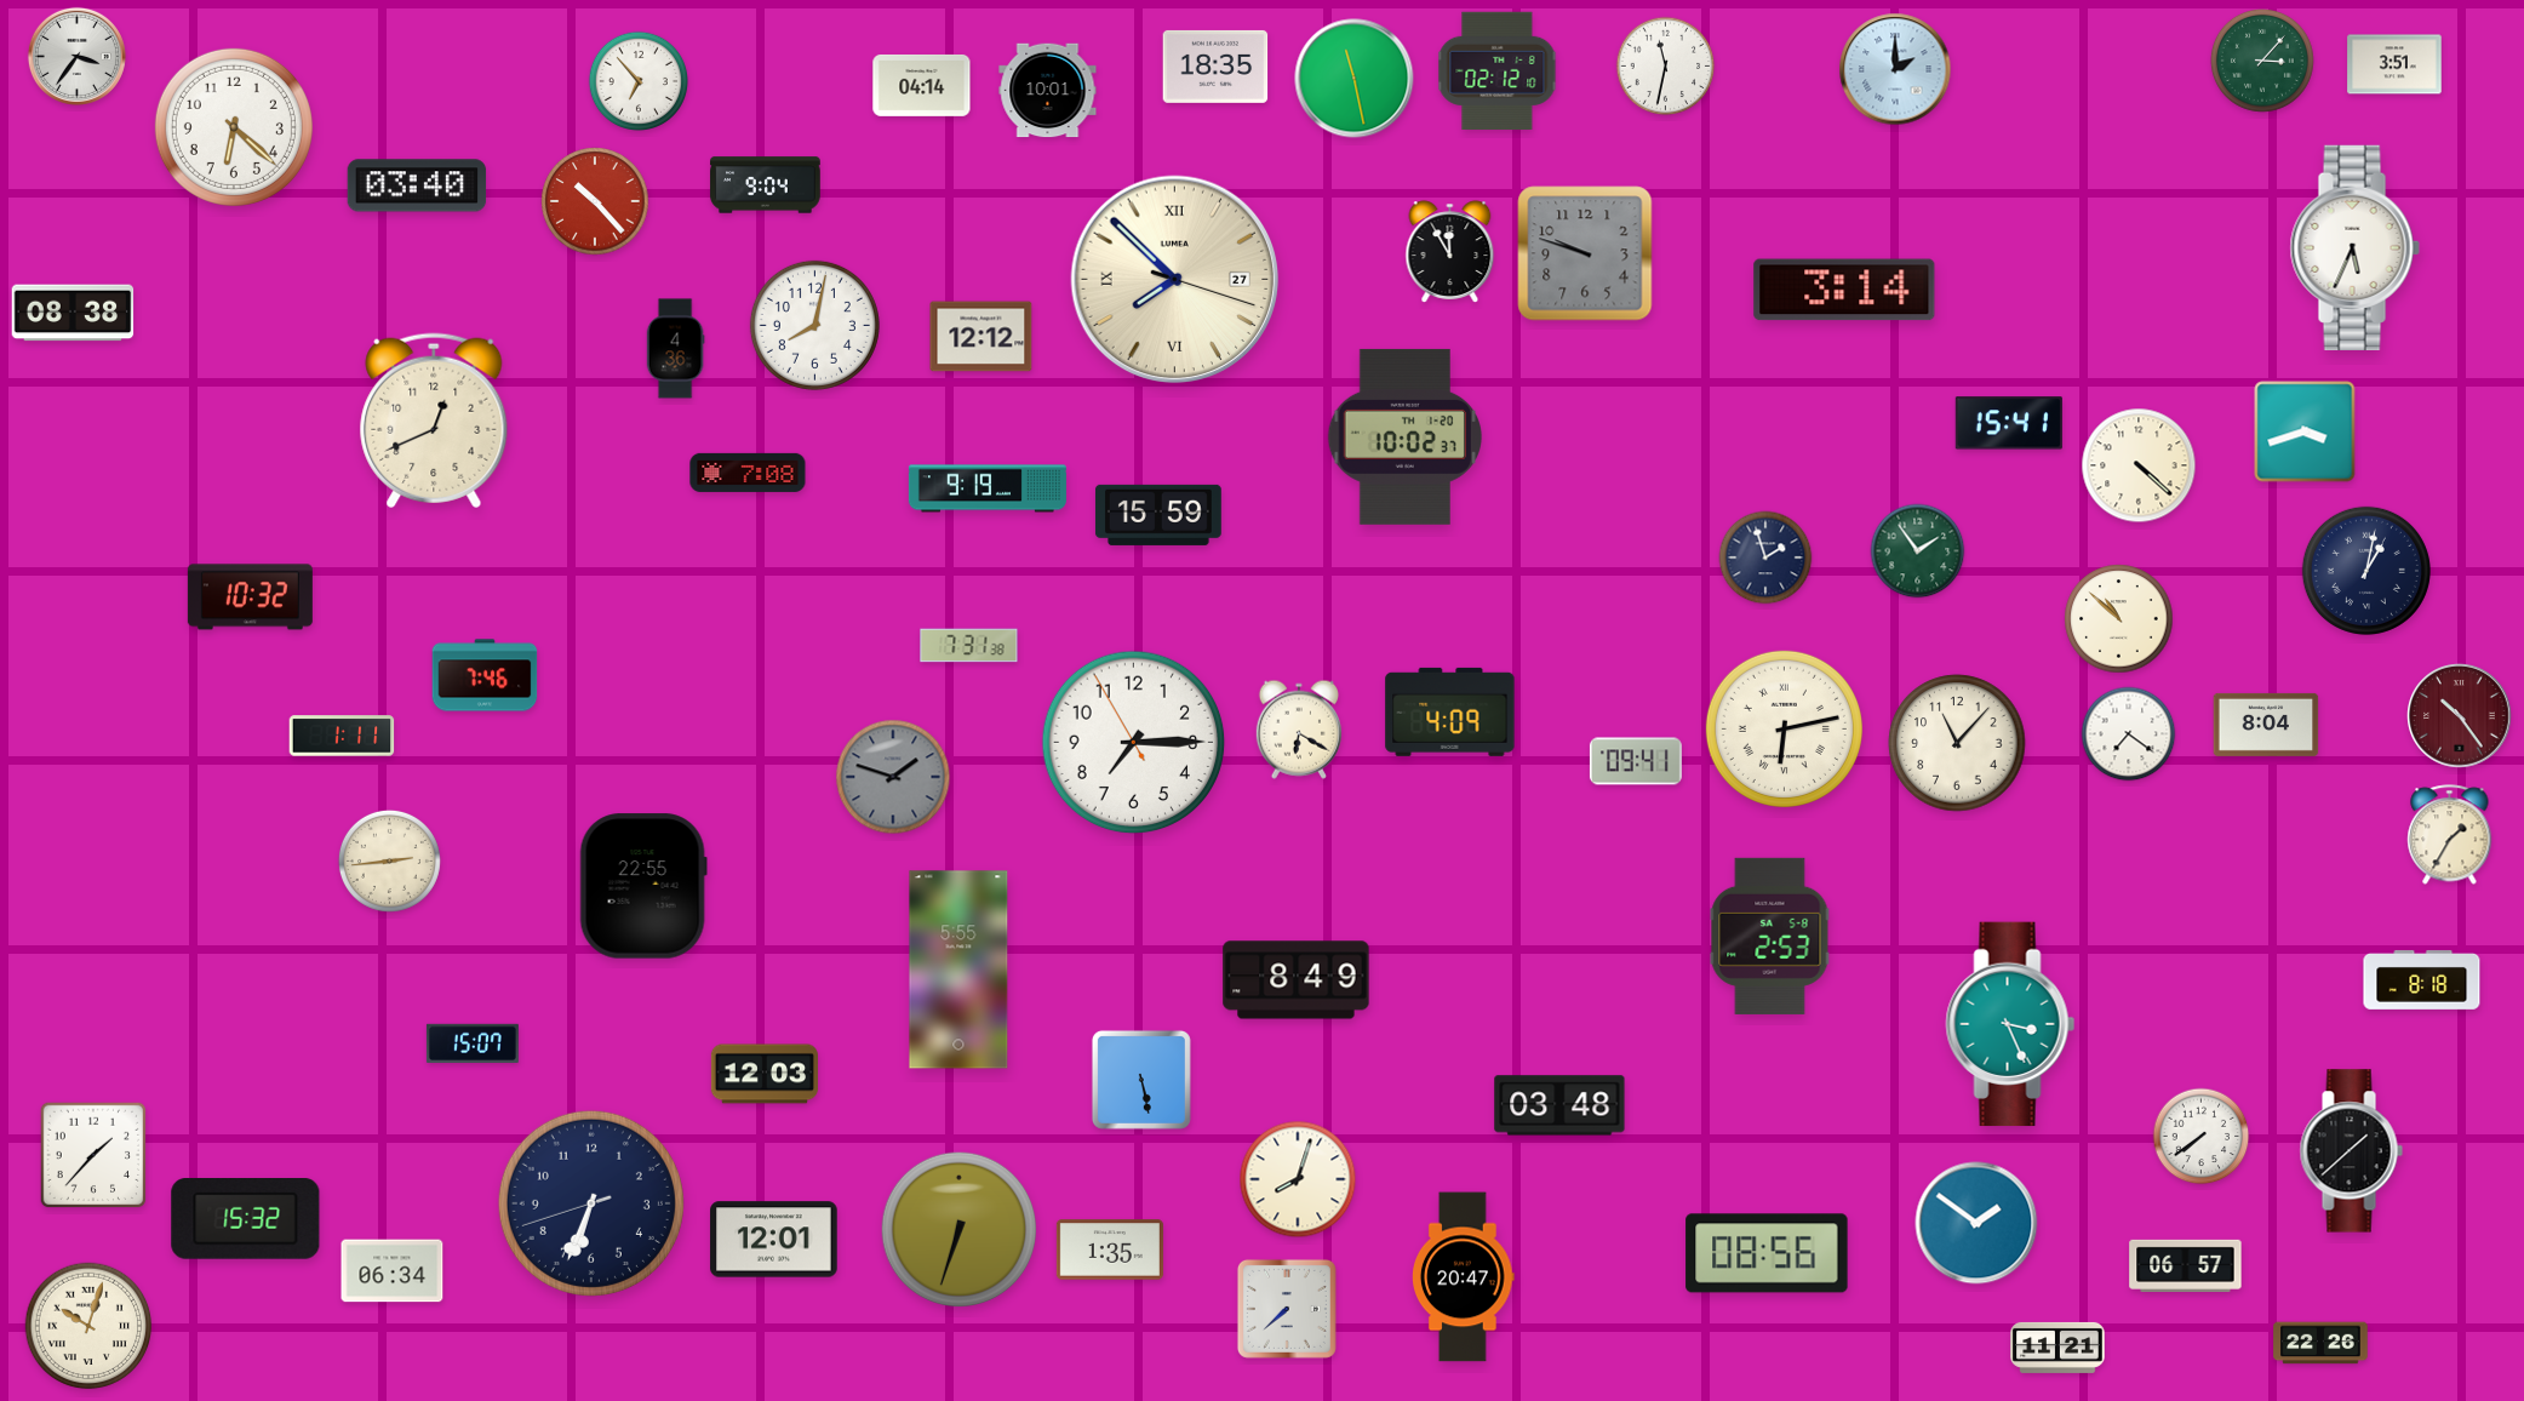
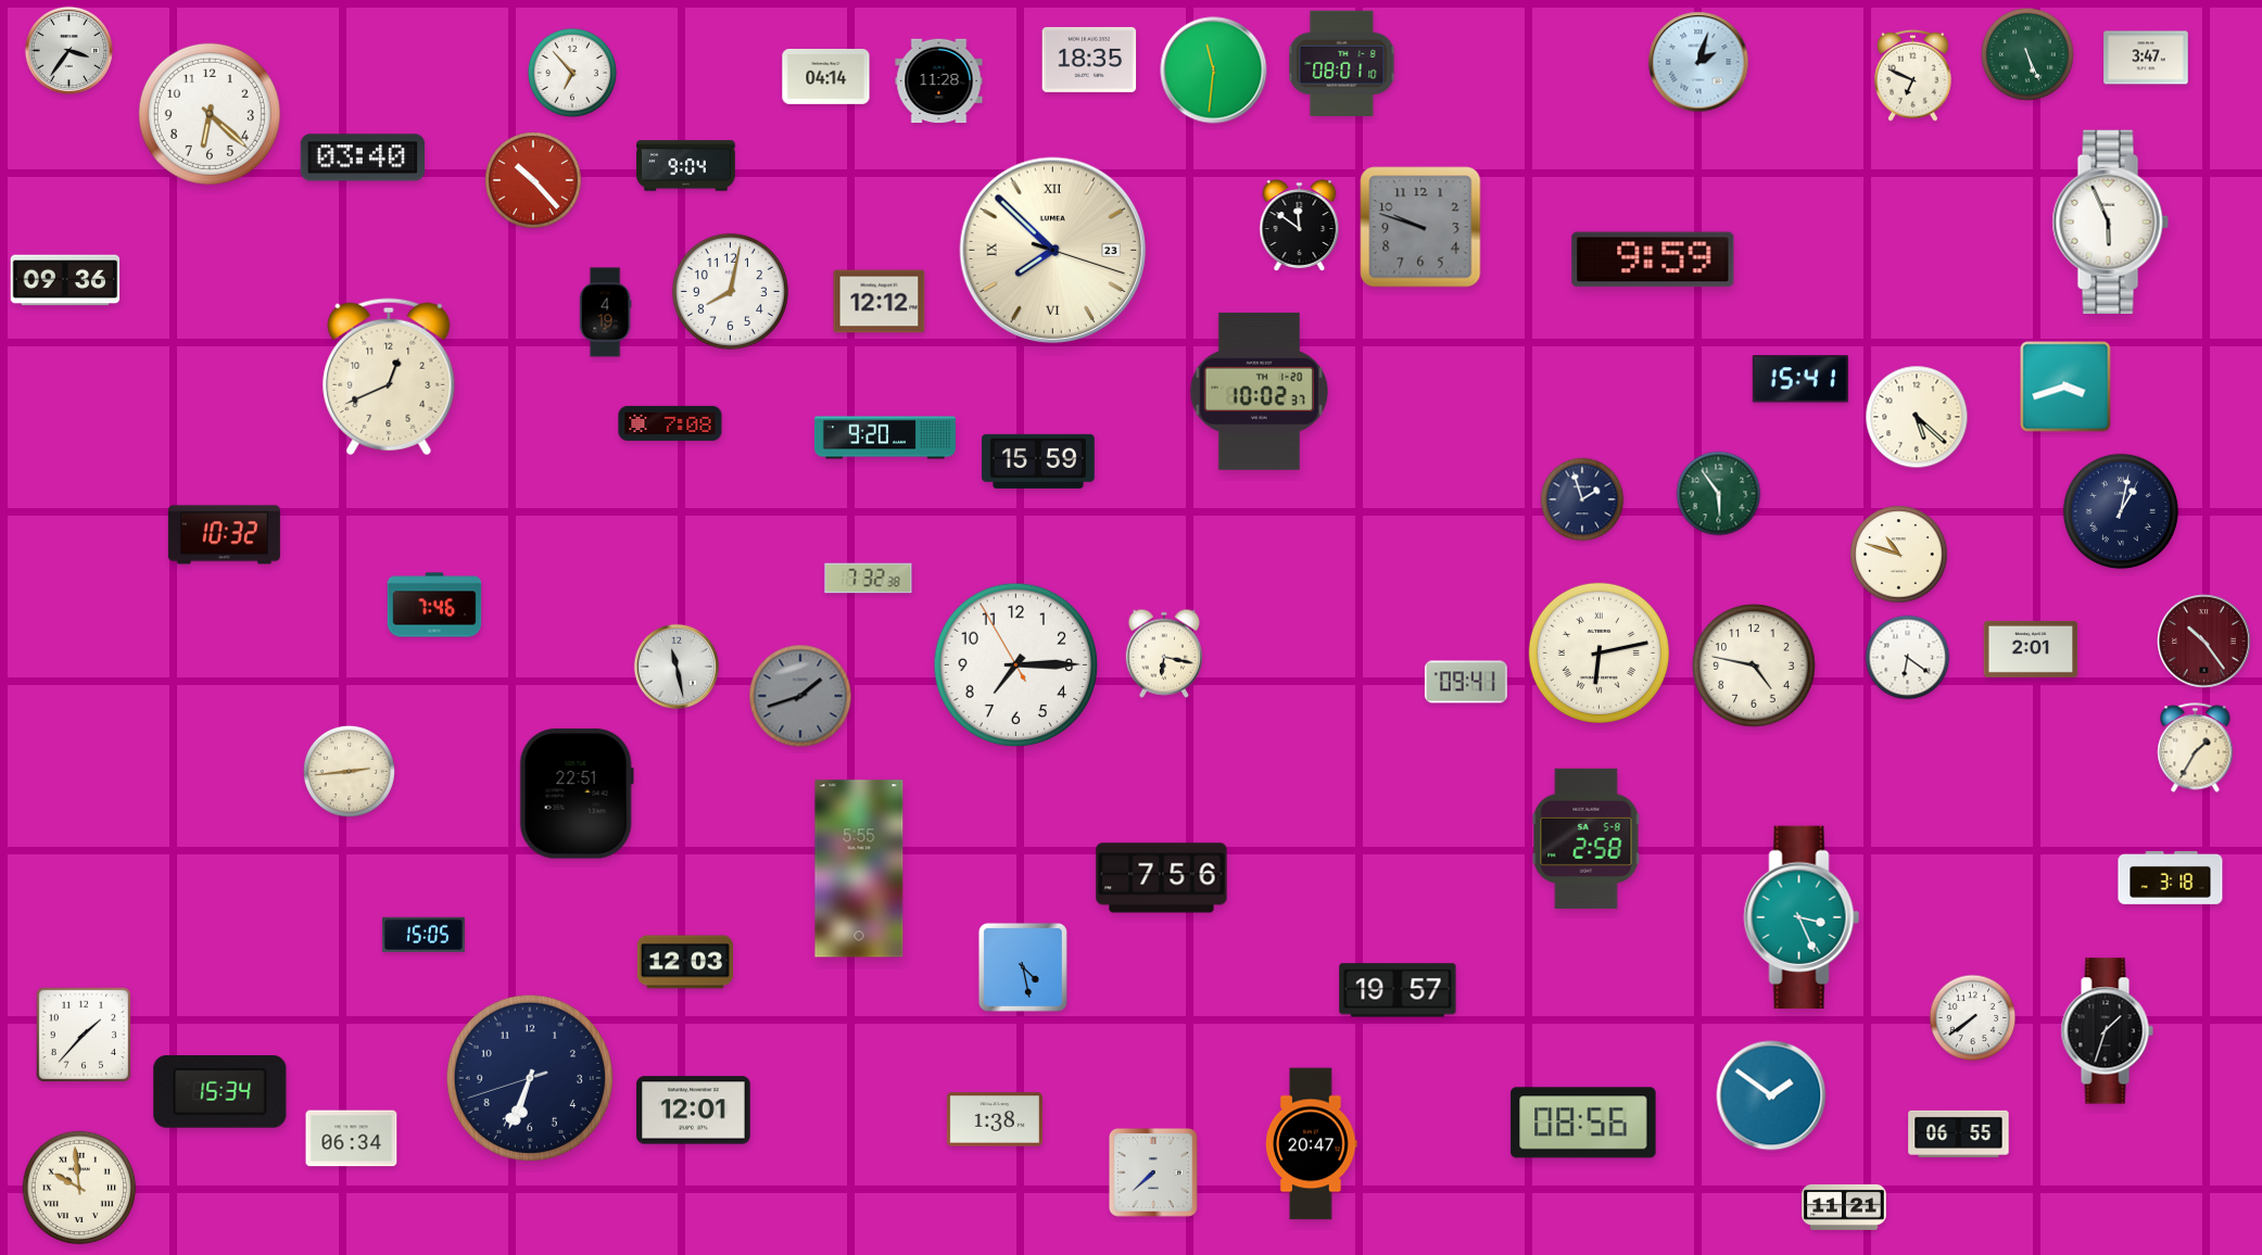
clock at (2262, 61): 3:07 -> 5:26
clock at (2394, 64): 3:51 -> 3:47
clock at (1666, 67): 11:32 -> none
clock at (1895, 69): 2:00 -> 2:03
clock at (1498, 70): 02:12 -> 08:01
clock at (1355, 79): 11:28 -> 11:31
clock at (1913, 75): none -> 6:49
clock at (1048, 91): 10:01 -> 11:28
clock at (417, 185) position: (417, 185) -> (363, 157)
clock at (2354, 247): 5:34 -> 5:56
clock at (1450, 252): 11:55 -> 11:51
clock at (1175, 280) date: 27 -> 23
clock at (1844, 290): 3:14 -> 9:59
clock at (73, 313): 08:38 -> 09:36
clock at (675, 349): 4:36 -> 4:19
clock at (2139, 465): 4:22 -> 5:22
clock at (988, 488): 9:19 -> 9:20
clock at (1918, 551): 1:54 -> 5:54
clock at (2119, 619): 10:52 -> 10:48
clock at (969, 646): 7:31 -> 7:32
clock at (1450, 711): 4:09 -> none
clock at (2266, 725): 8:04 -> 2:01
clock at (1299, 730): 6:20 -> 6:17
clock at (2129, 734): 7:21 -> 6:21
clock at (342, 736): 1:11 -> none
clock at (1957, 743): 11:07 -> 4:47
clock at (677, 667): none -> 11:28
clock at (893, 777): 1:48 -> 1:42
clock at (643, 886): 22:55 -> 22:51
clock at (1770, 936): 2:53 -> 2:58
clock at (1297, 980): 8:49 -> 7:56
clock at (2422, 980): 8:18 -> 3:18
clock at (473, 1043): 15:07 -> 15:05
clock at (1141, 1080): 5:28 -> 4:28
clock at (1559, 1105): 03:48 -> 19:57
clock at (2351, 1151): 1:38 -> 1:33
clock at (1298, 1179): 8:03 -> none
clock at (246, 1219): 15:32 -> 15:34
clock at (960, 1230): 6:33 -> none
clock at (1110, 1250): 1:35 -> 1:38
clock at (2186, 1265): 06:57 -> 06:55
clock at (88, 1326): 10:03 -> 9:59
clock at (2320, 1343): 22:26 -> none
